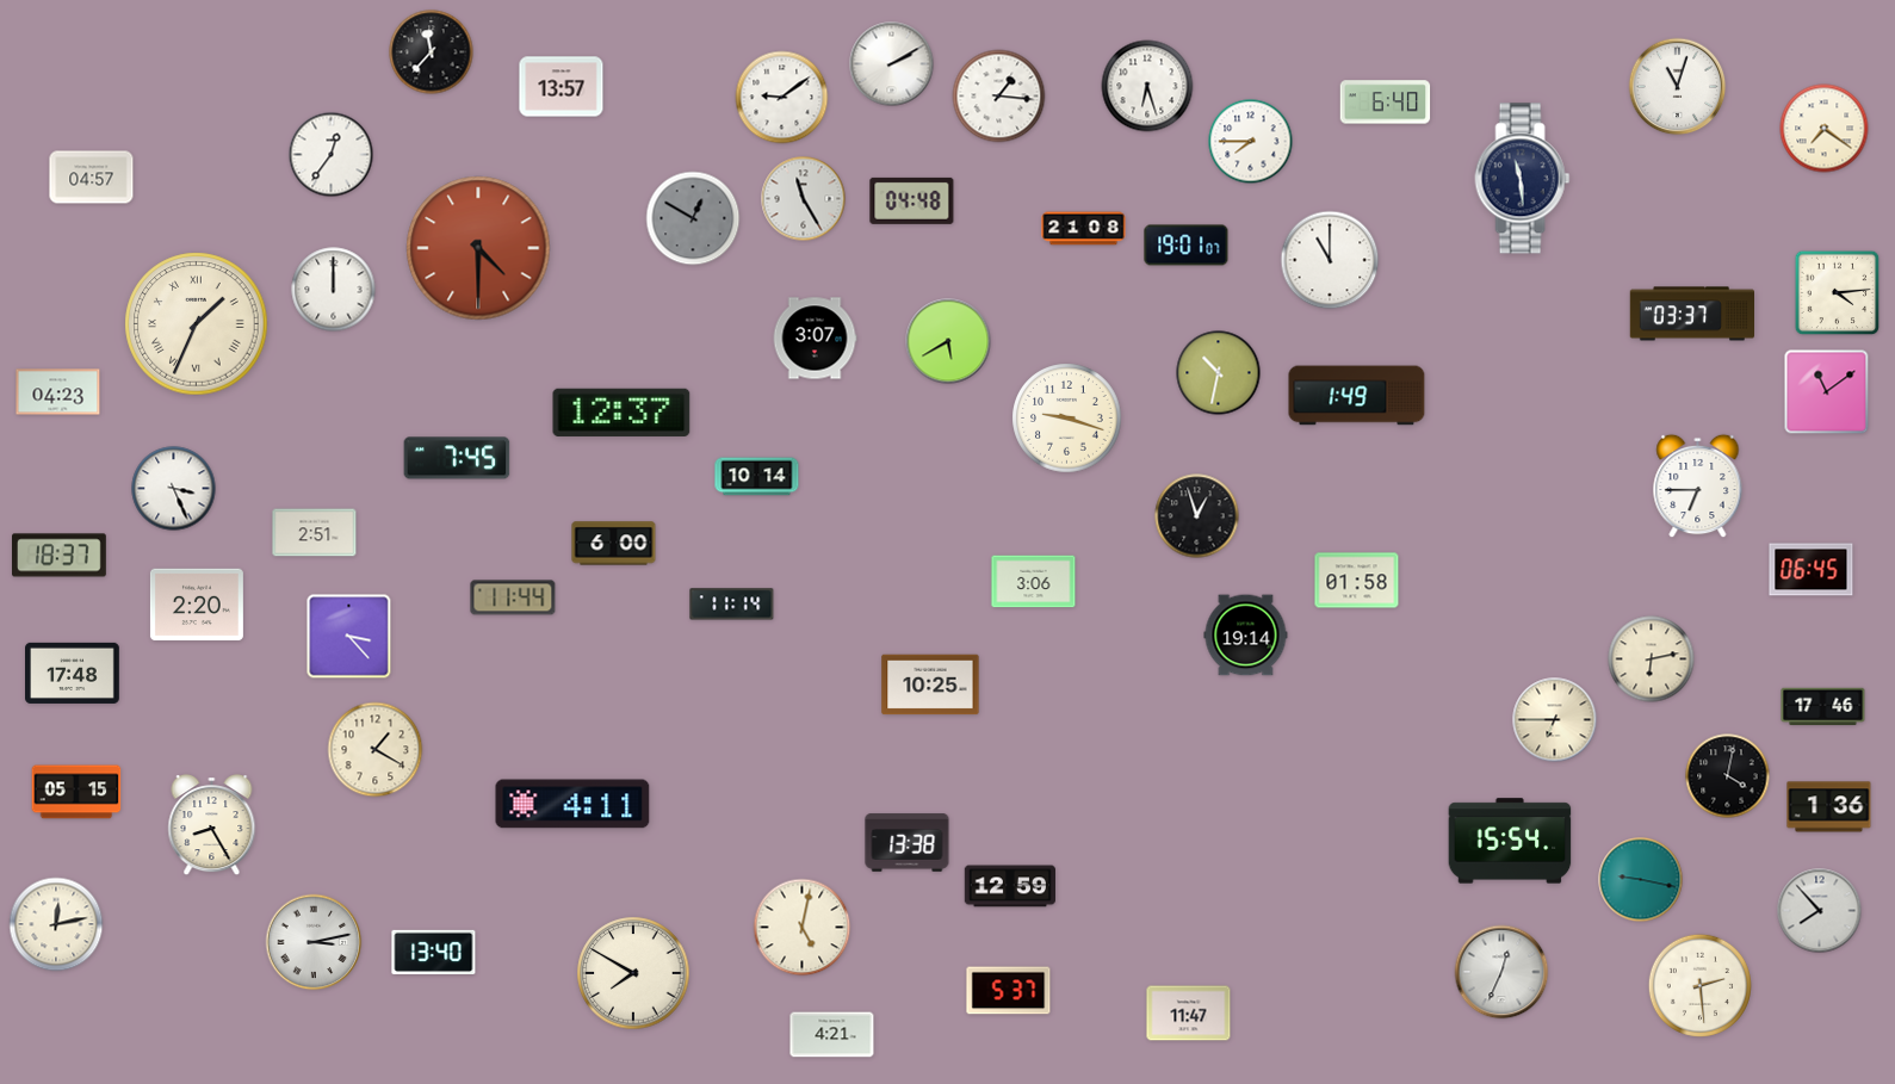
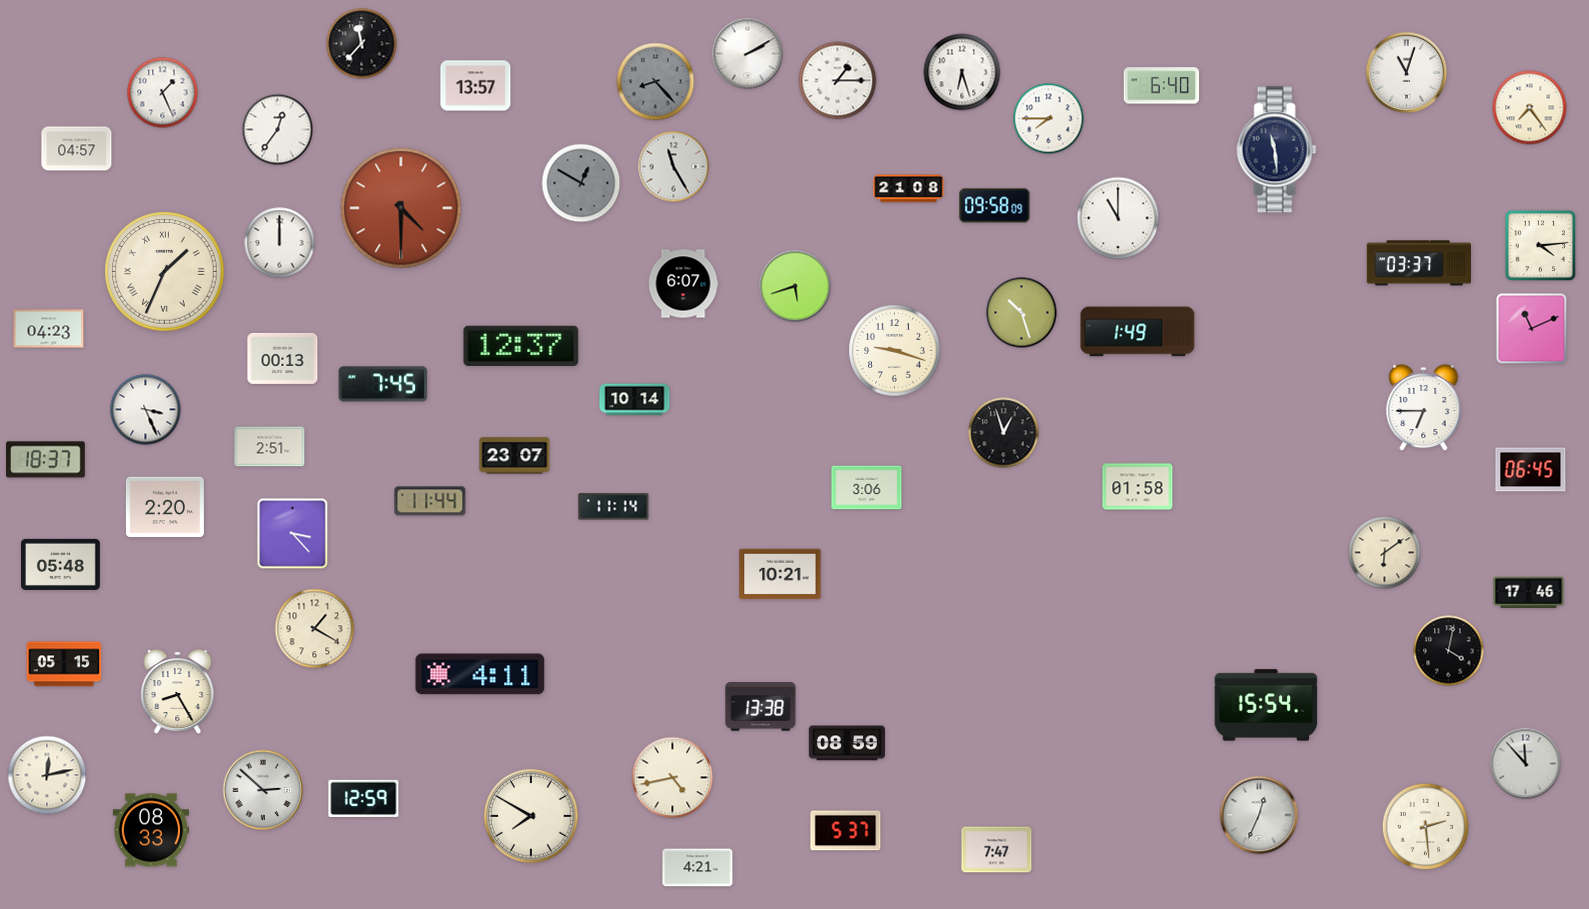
clock at (562, 87) position: (562, 87) -> (476, 86)
clock at (999, 97): 1:16 -> 1:15
clock at (782, 98): 9:09 -> 8:23
clock at (782, 98) dial: white -> grey
clock at (163, 93): none -> 1:26
clock at (1825, 129): 7:21 -> 7:24
clock at (912, 200): 04:48 -> none
clock at (1084, 229) position: (1084, 229) -> (909, 189)
clock at (1187, 246): 19:01 -> 09:58
clock at (1330, 260) position: (1330, 260) -> (1118, 218)
clock at (815, 339): 3:07 -> 6:07
clock at (948, 341): 5:40 -> 5:42
clock at (1219, 373): 10:32 -> 10:27
clock at (1827, 392): 11:09 -> 11:11
clock at (283, 358): none -> 00:13
clock at (315, 533) position: (315, 533) -> (270, 447)
clock at (614, 544): 6:00 -> 23:07
clock at (60, 556) position: (60, 556) -> (46, 460)
clock at (1812, 570) position: (1812, 570) -> (1531, 470)
clock at (1246, 636): 19:14 -> none
clock at (1652, 659): 6:13 -> 6:09
clock at (73, 673): 17:48 -> 05:48
clock at (930, 685): 10:25 -> 10:21
clock at (1555, 720): 6:45 -> none
clock at (1829, 807): 1:36 -> none
clock at (1641, 880): 9:17 -> none
clock at (1009, 886): 12:59 -> 08:59
clock at (1820, 911): 7:53 -> 11:53
clock at (803, 928): 5:02 -> 4:43
clock at (314, 942): 3:13 -> 2:52
clock at (434, 952): 13:40 -> 12:59
clock at (150, 830): none -> 08:33
clock at (1189, 1014): 11:47 -> 7:47
